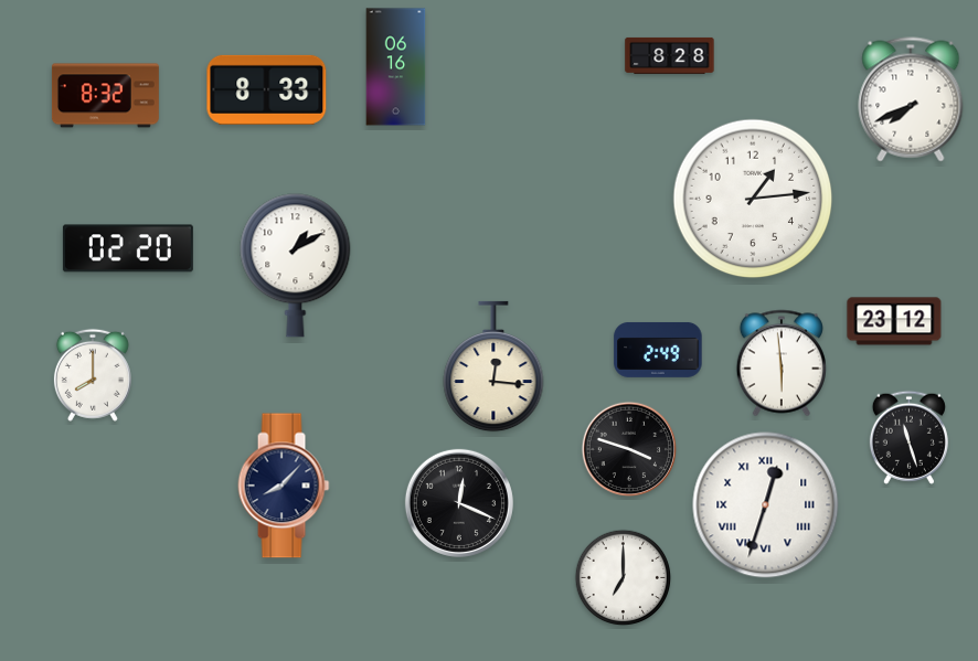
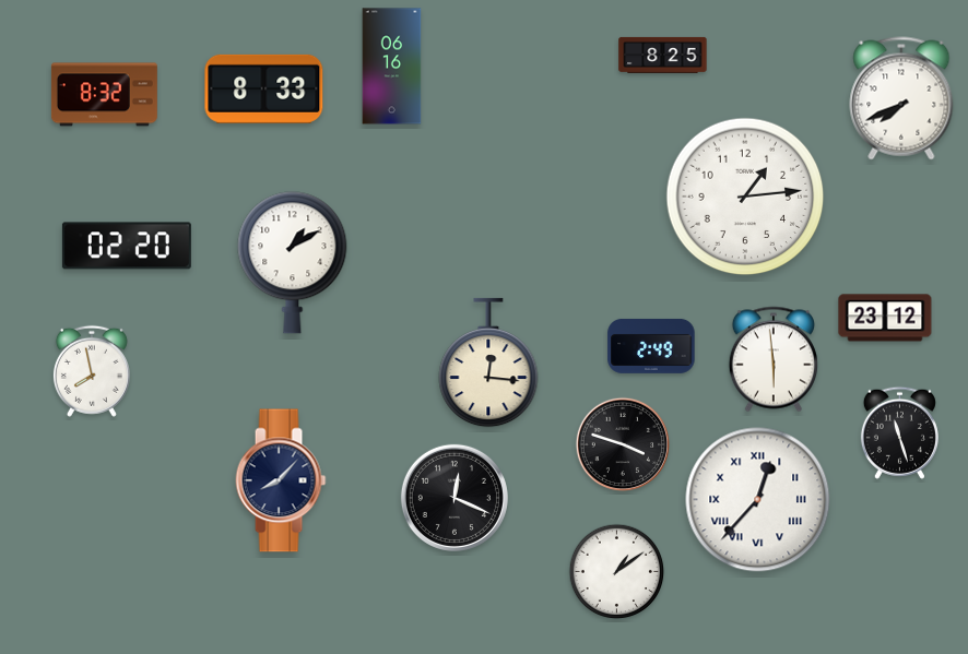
clock at (670, 55): 8:28 -> 8:25
clock at (93, 375): 8:00 -> 7:58
clock at (766, 505): 12:33 -> 12:37
clock at (624, 578): 7:00 -> 1:09
